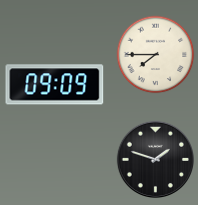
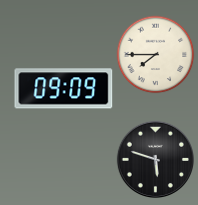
clock at (55, 85) position: (55, 85) -> (64, 89)
clock at (155, 159): 1:48 -> 5:48
